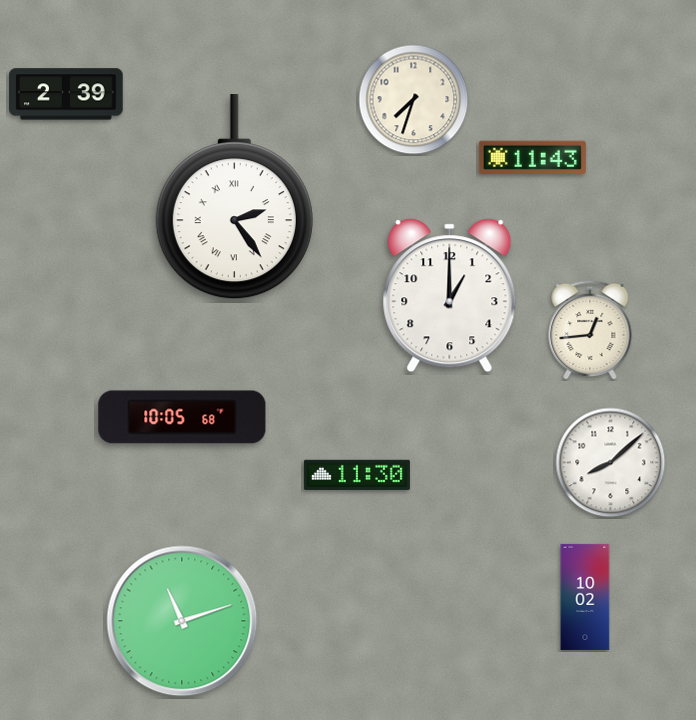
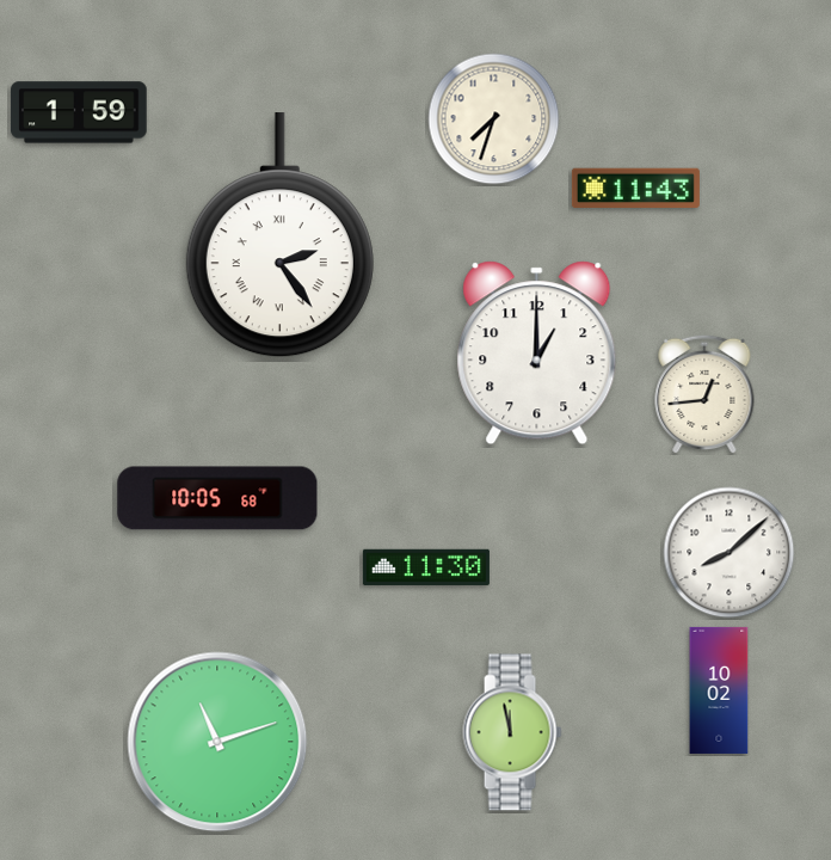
clock at (66, 94): 2:39 -> 1:59
clock at (585, 597) position: (585, 597) -> (719, 690)
clock at (512, 732): none -> 11:58
